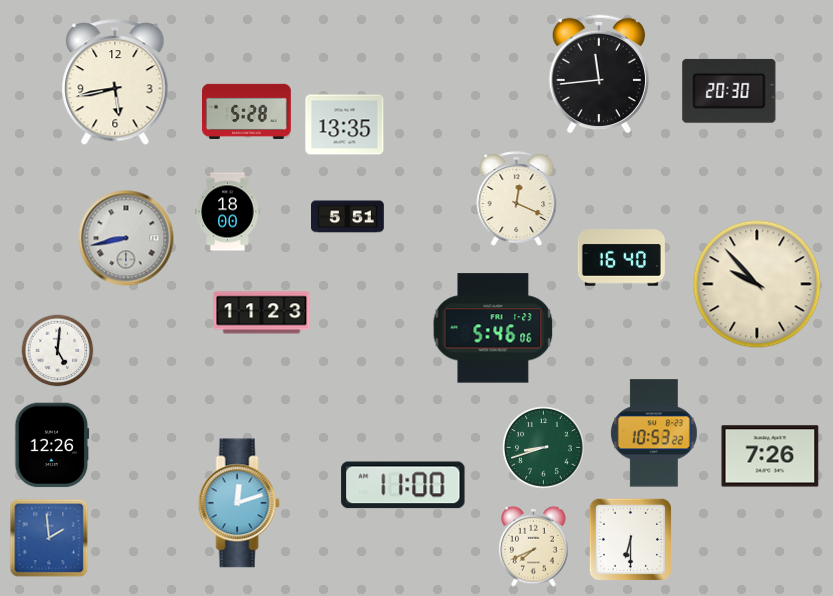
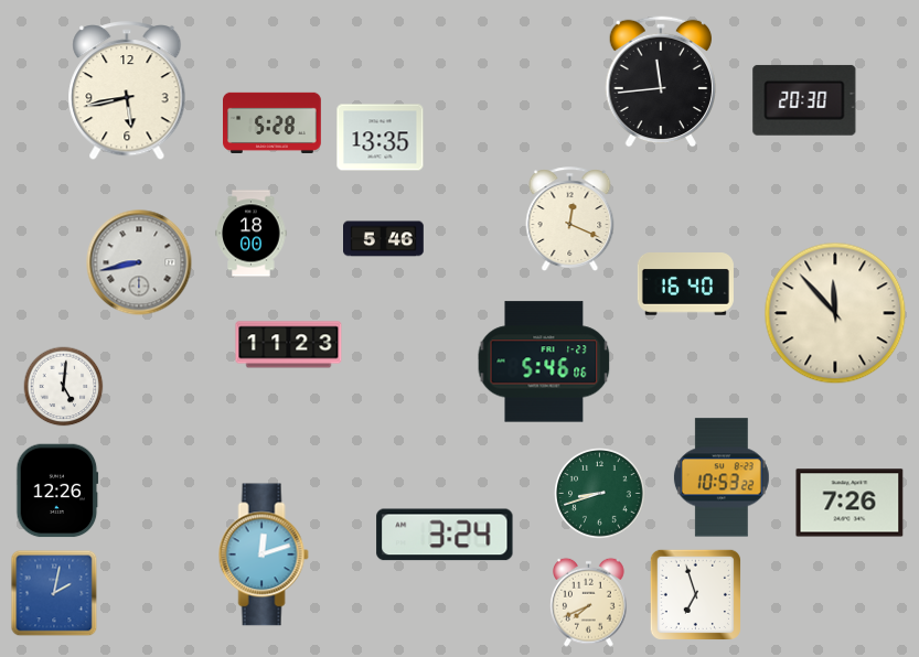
clock at (348, 217): 5:51 -> 5:46
clock at (757, 284): 9:53 -> 11:53
clock at (403, 485): 11:00 -> 3:24
clock at (49, 538): 1:59 -> 2:02
clock at (630, 539): 6:30 -> 6:57
